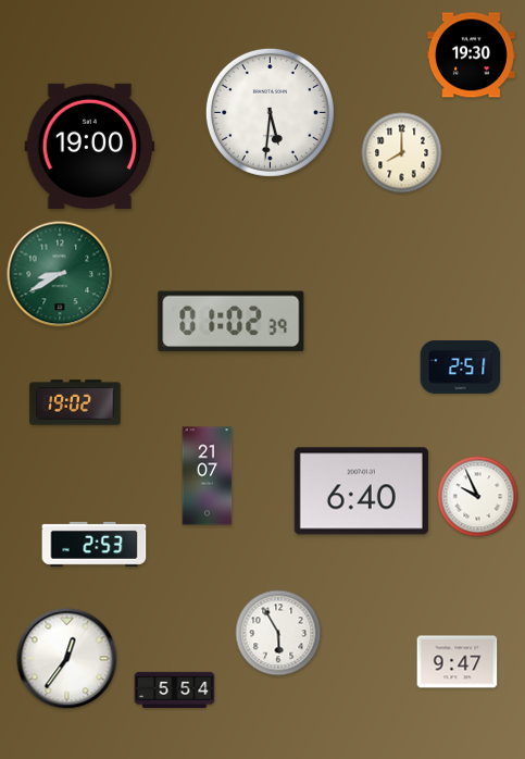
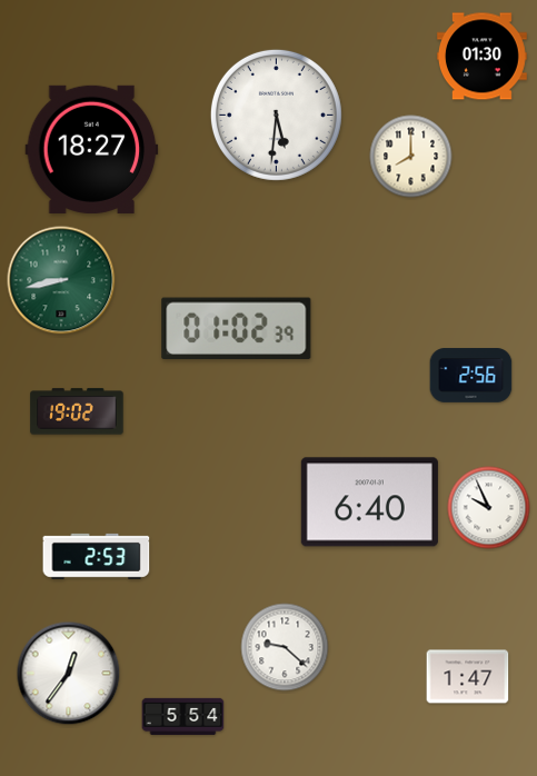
clock at (471, 55): 19:30 -> 01:30
clock at (90, 146): 19:00 -> 18:27
clock at (60, 274): 8:40 -> 8:43
clock at (461, 368): 2:51 -> 2:56
clock at (208, 476): 21:07 -> none
clock at (278, 633): 5:55 -> 9:22
clock at (458, 662): 9:47 -> 1:47
clock at (175, 689) position: (175, 689) -> (183, 716)
